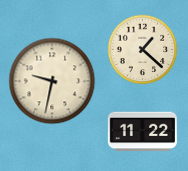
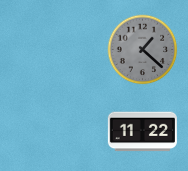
clock at (143, 50) dial: cream -> grey
clock at (52, 81): 9:32 -> none
